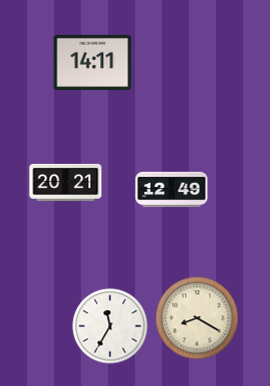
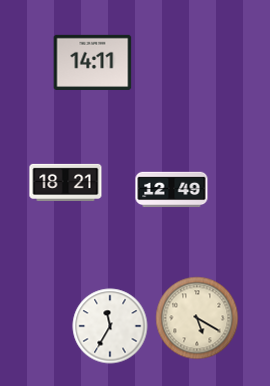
clock at (66, 182): 20:21 -> 18:21
clock at (197, 318): 8:20 -> 5:20
